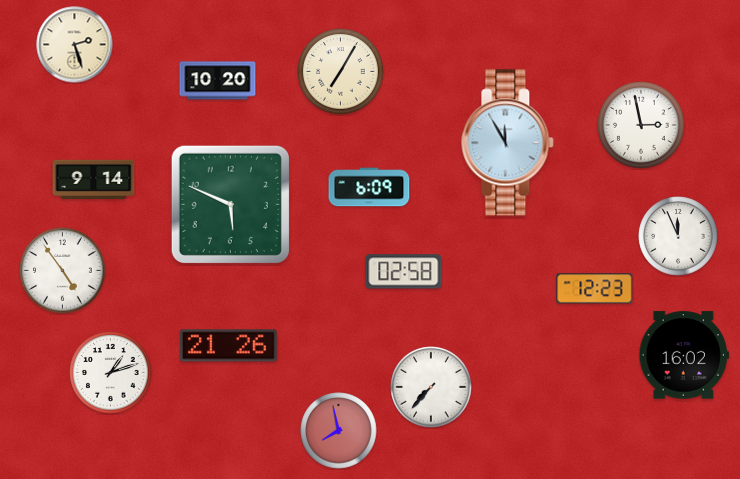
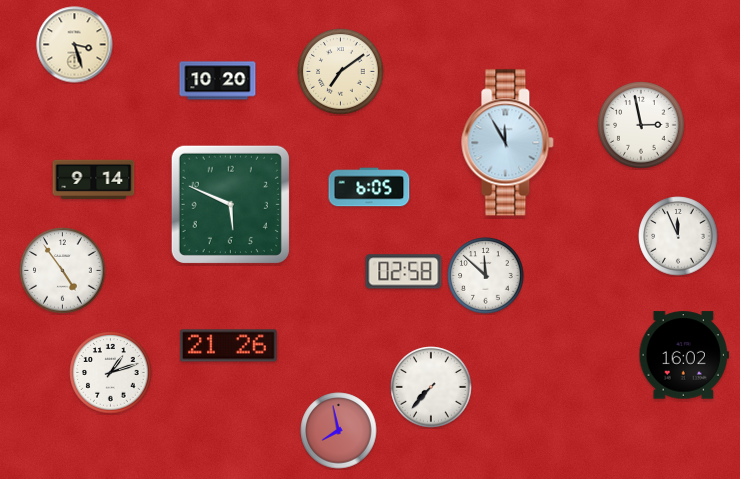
clock at (75, 45): 2:27 -> 3:27
clock at (341, 72): 7:05 -> 7:09
clock at (369, 187): 6:09 -> 6:05
clock at (486, 276): none -> 11:52
clock at (595, 289): 12:23 -> none
